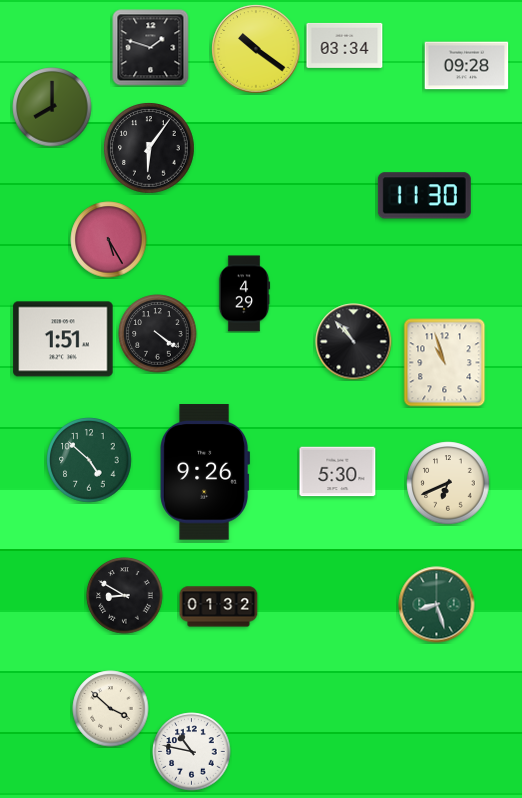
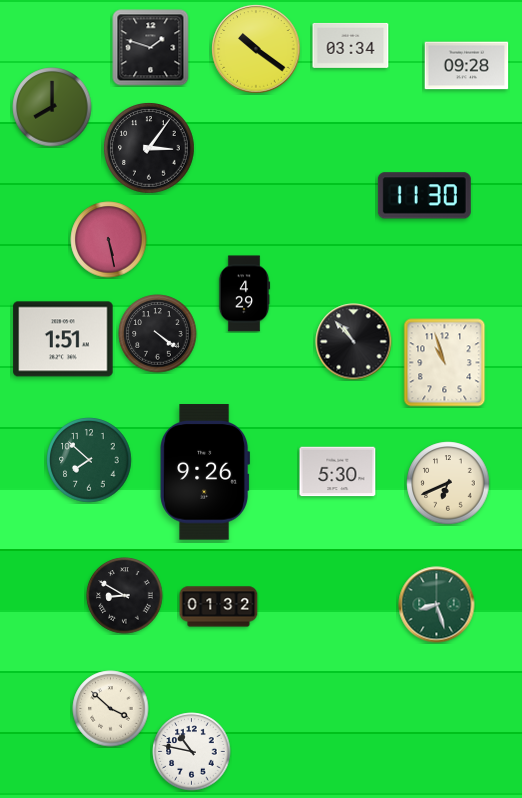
clock at (345, 45) position: (345, 45) -> (351, 45)
clock at (149, 148): 6:06 -> 3:06
clock at (109, 240): 5:25 -> 5:28
clock at (89, 460): 4:52 -> 7:52
